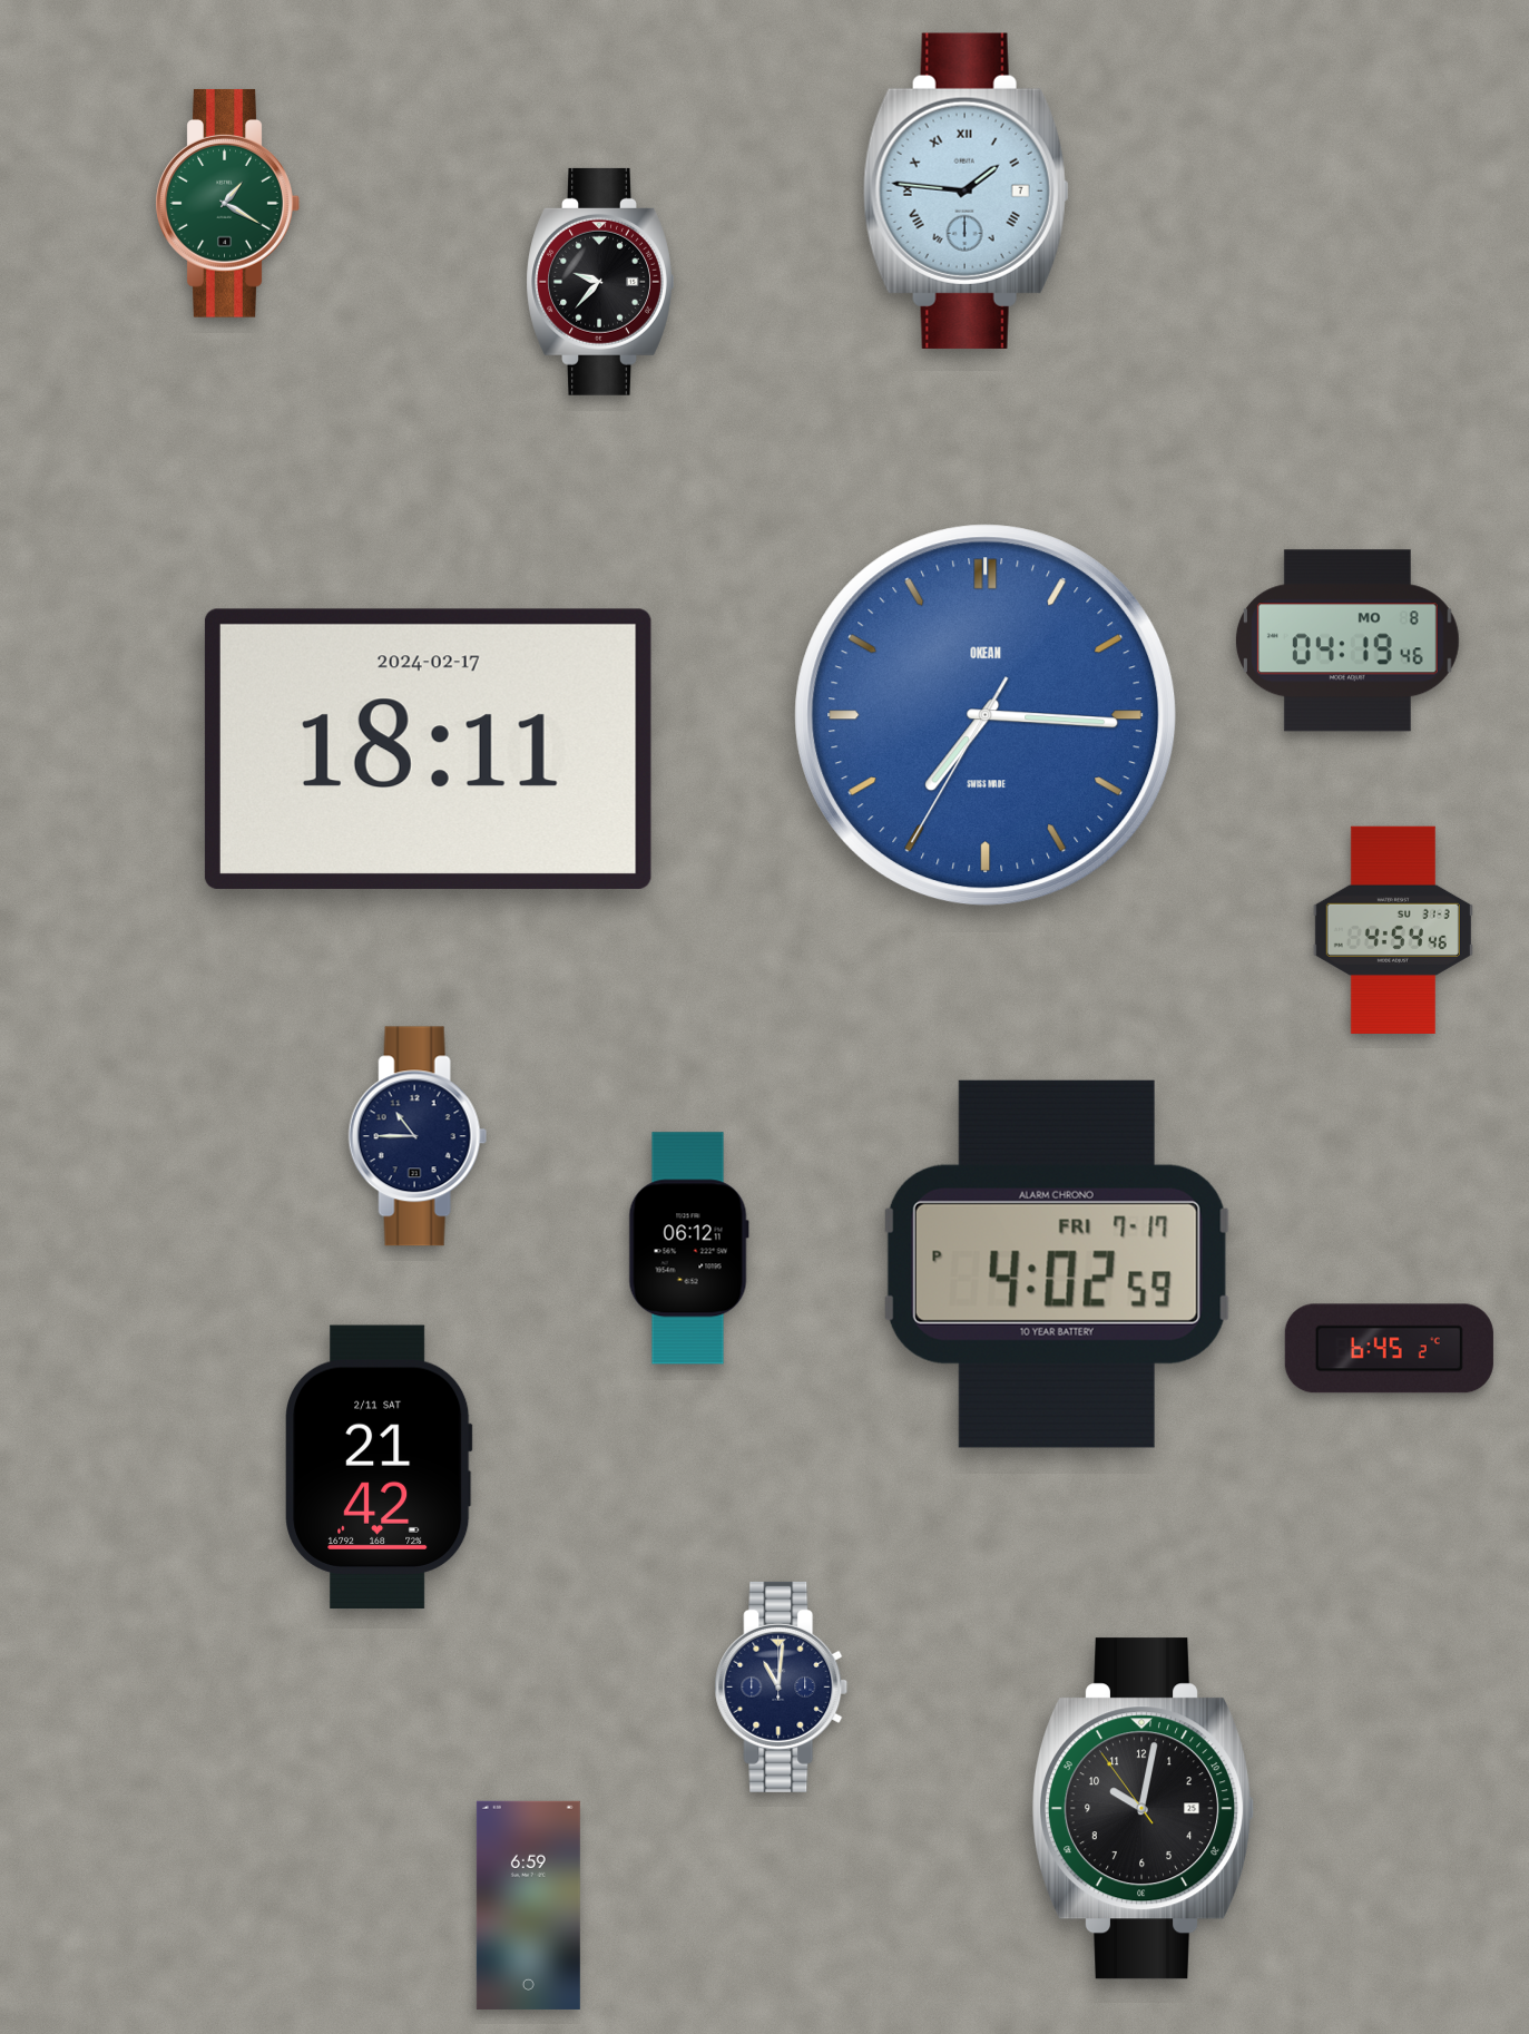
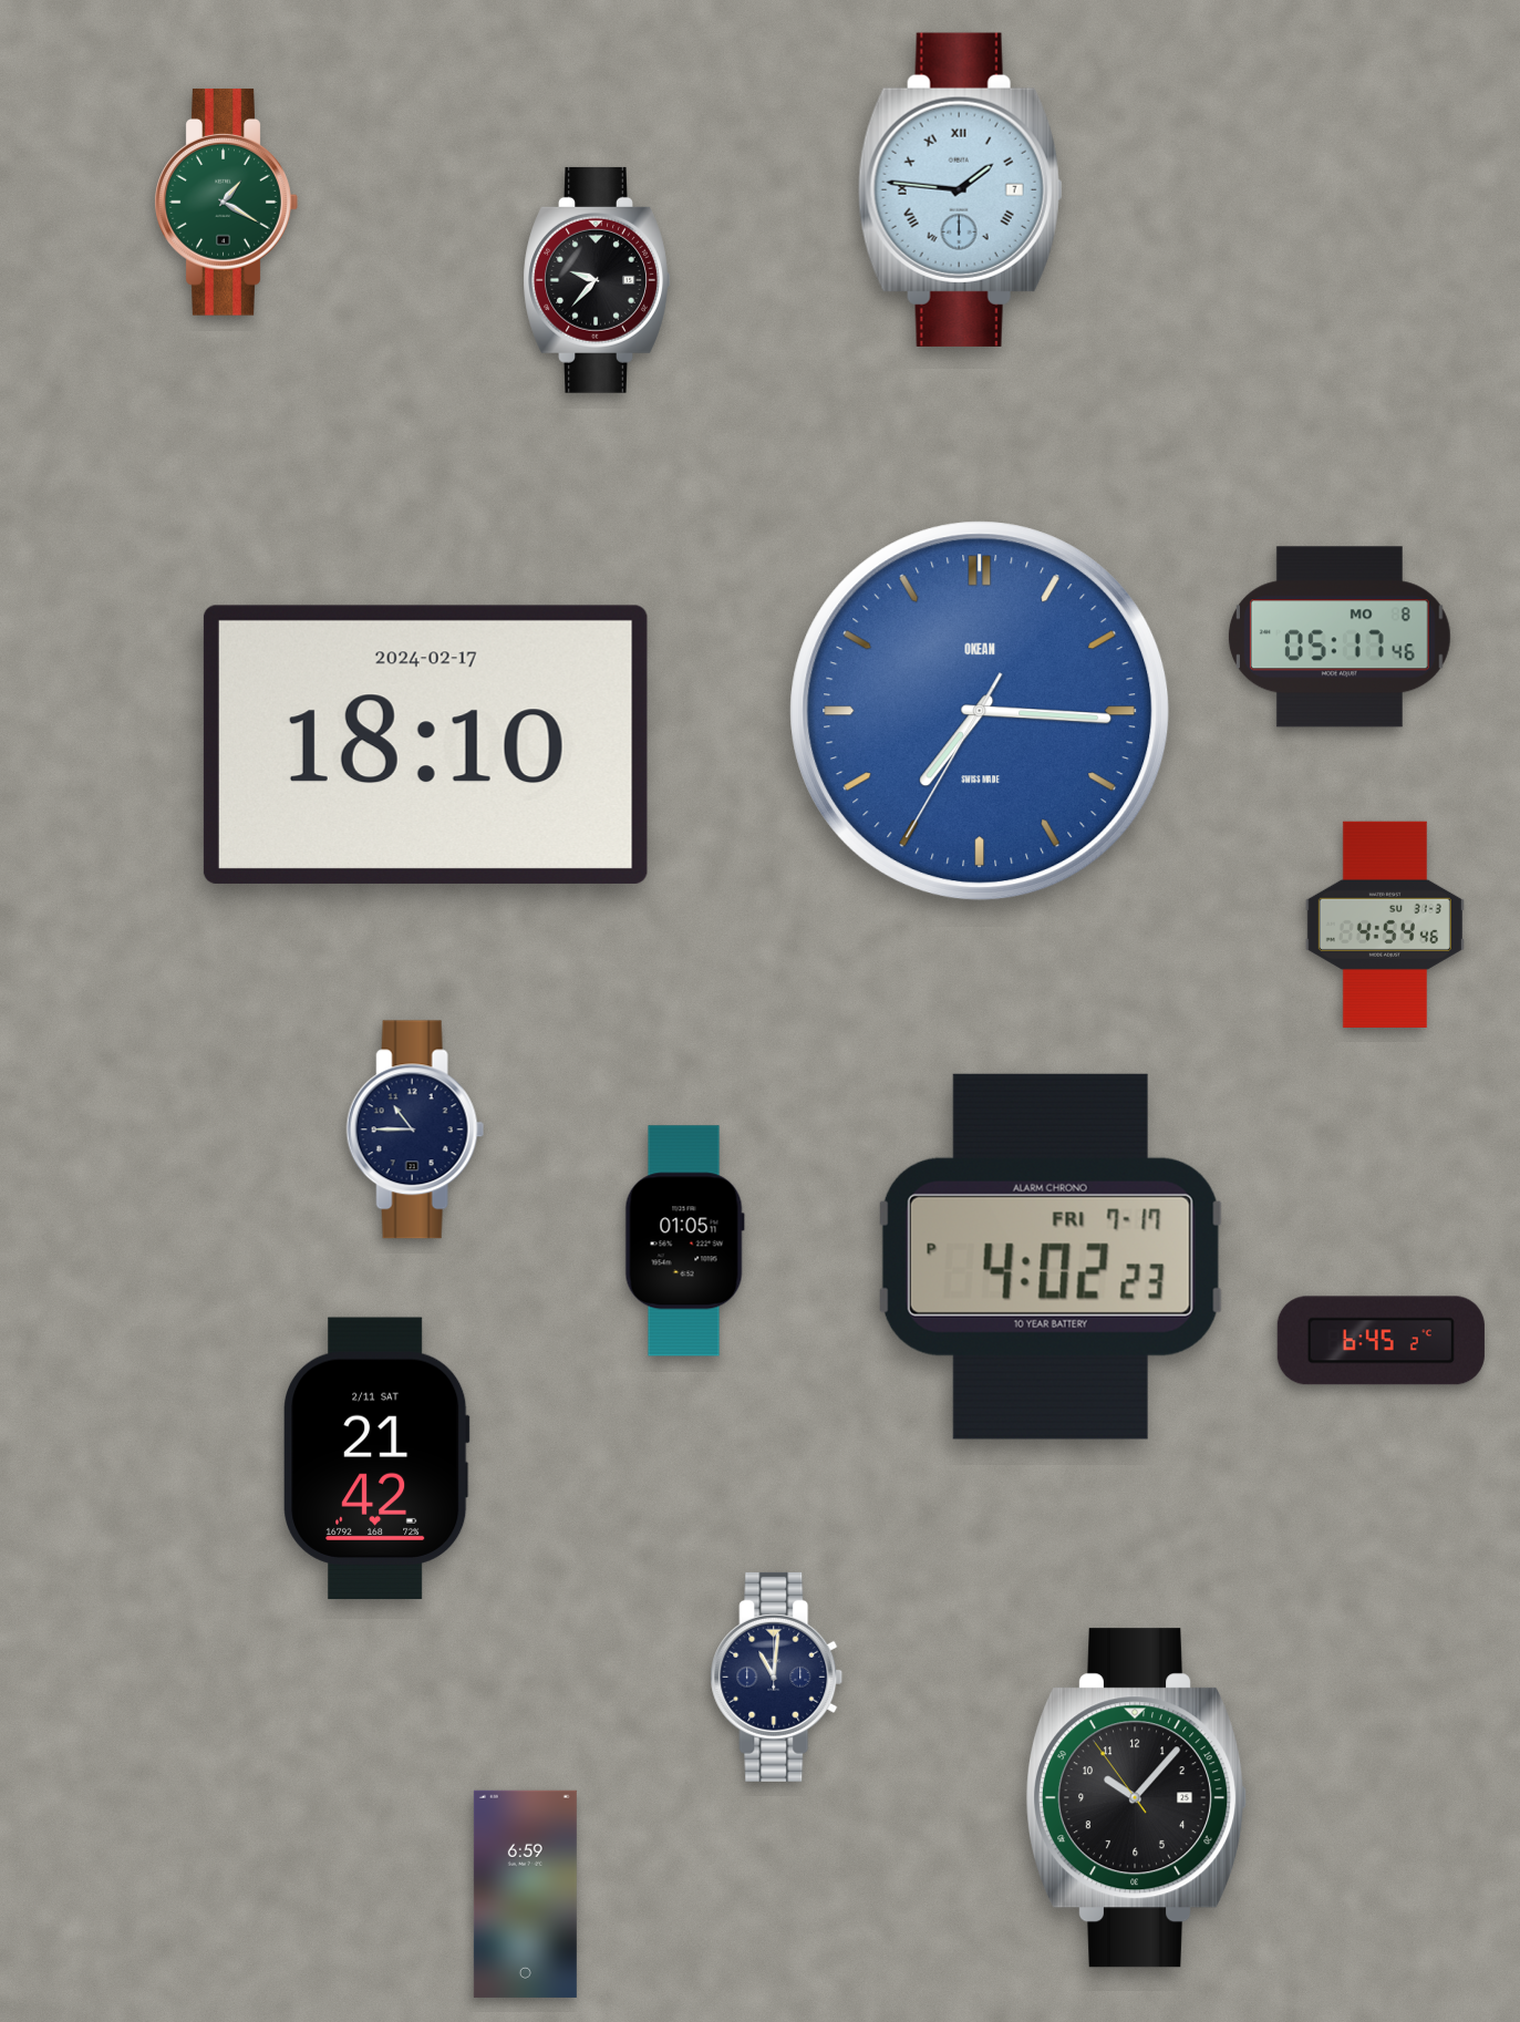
clock at (1347, 640): 04:19 -> 05:17
clock at (428, 749): 18:11 -> 18:10
clock at (688, 1249): 06:12 -> 01:05
clock at (1057, 1264): 4:02:59 PM -> 4:02:23 PM
clock at (1143, 1809): 10:01 -> 10:06
